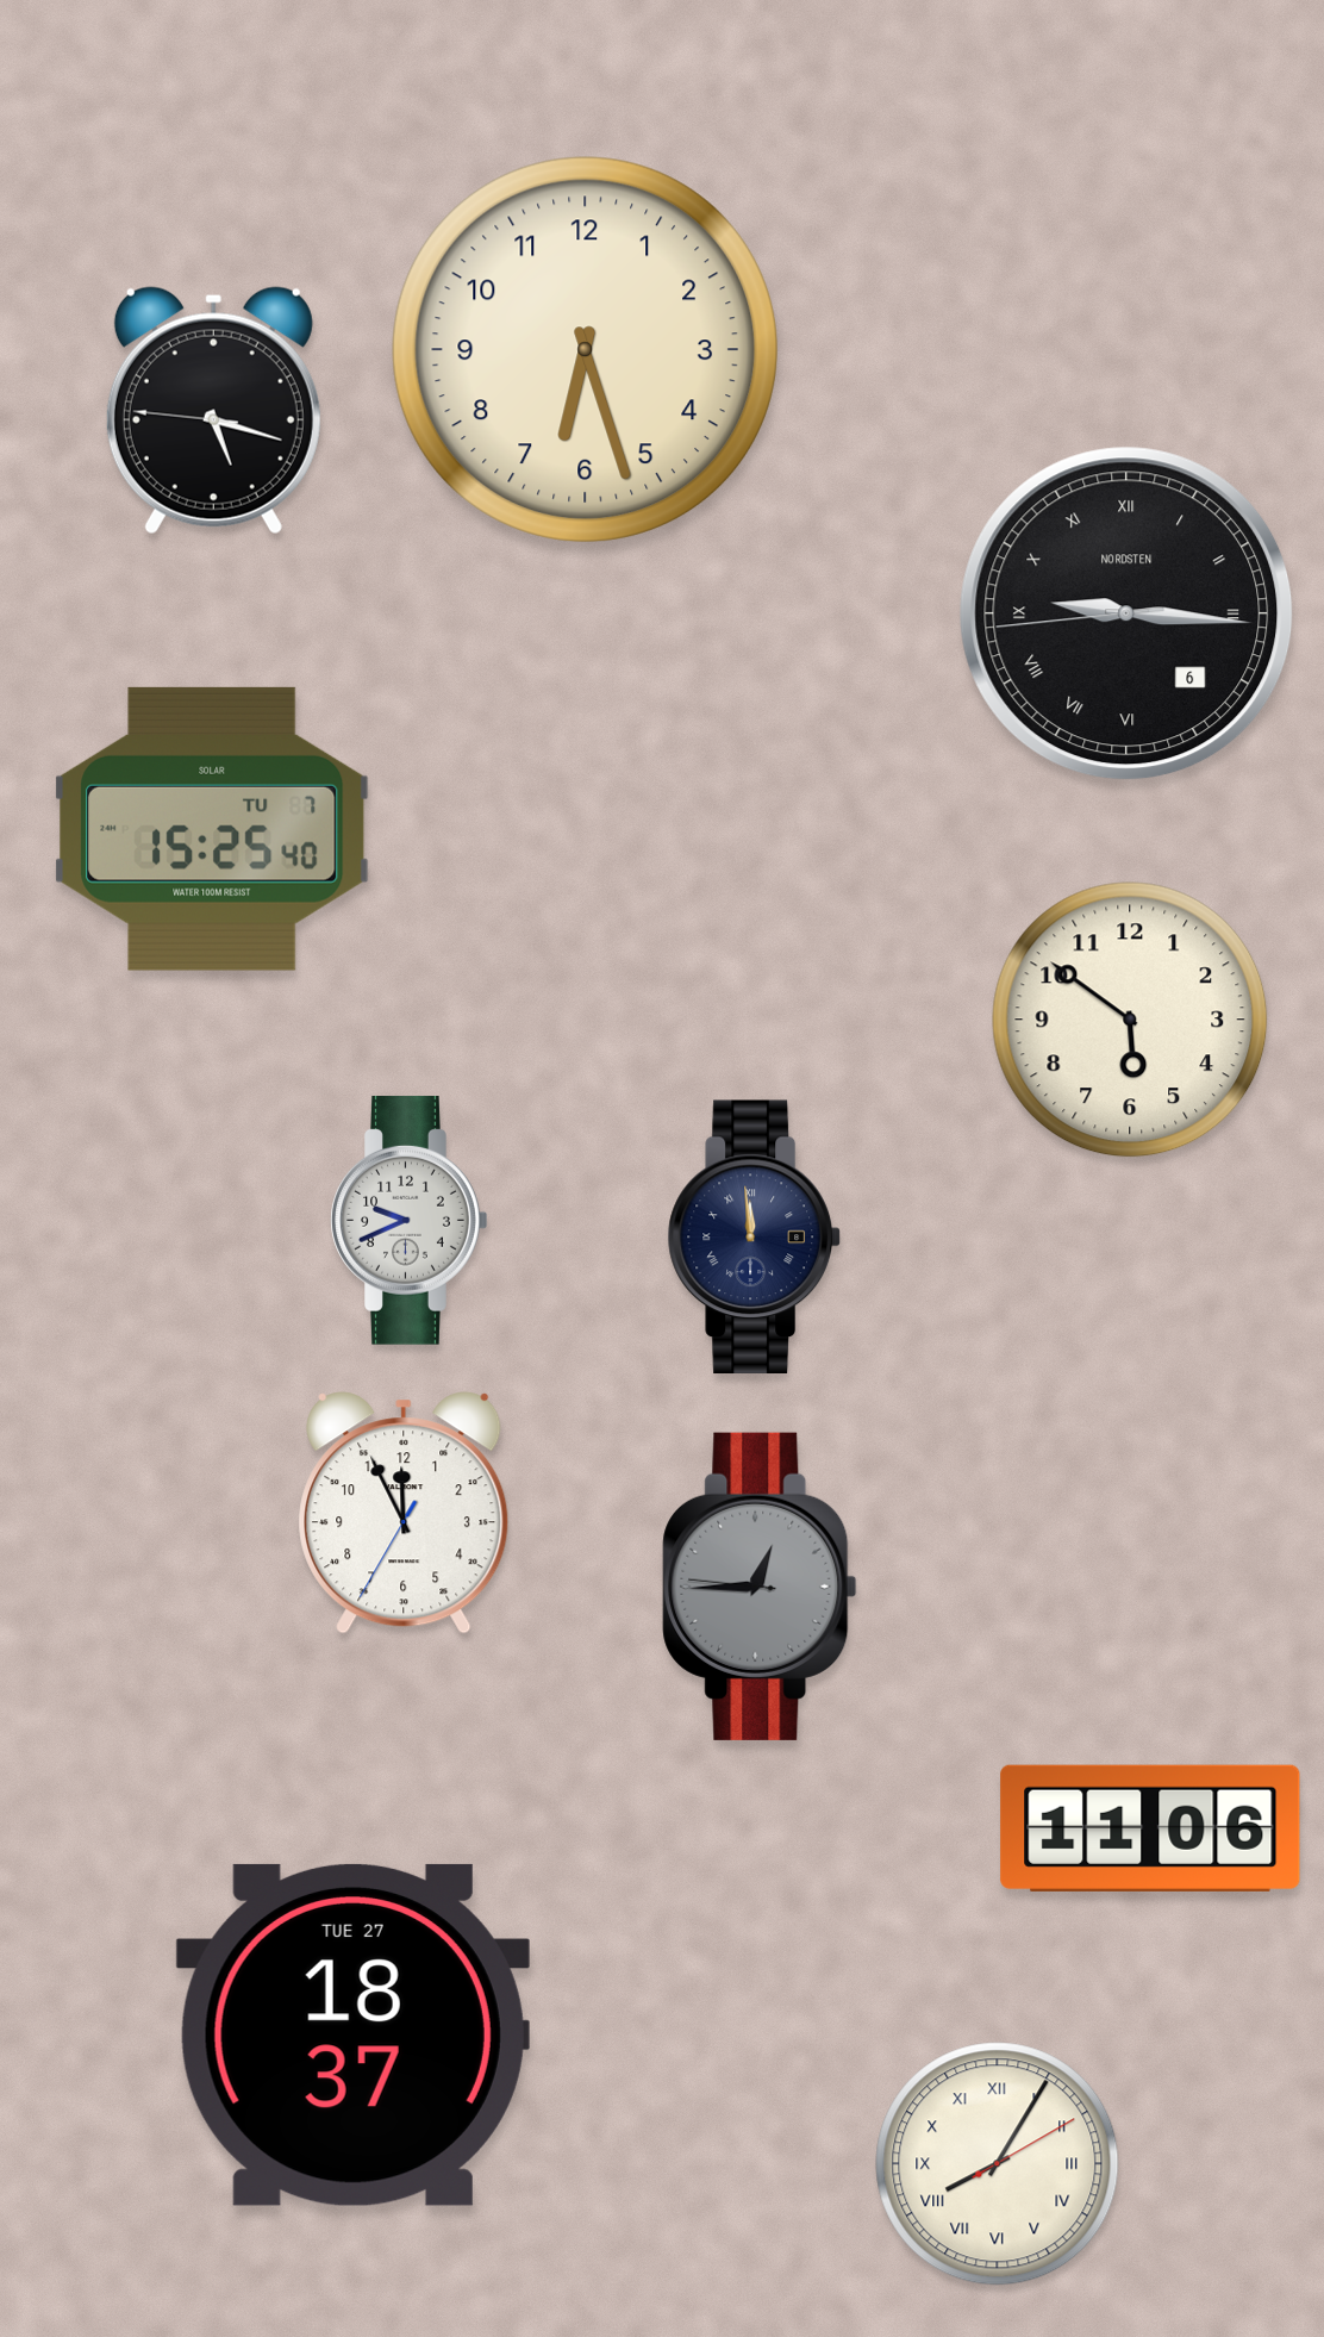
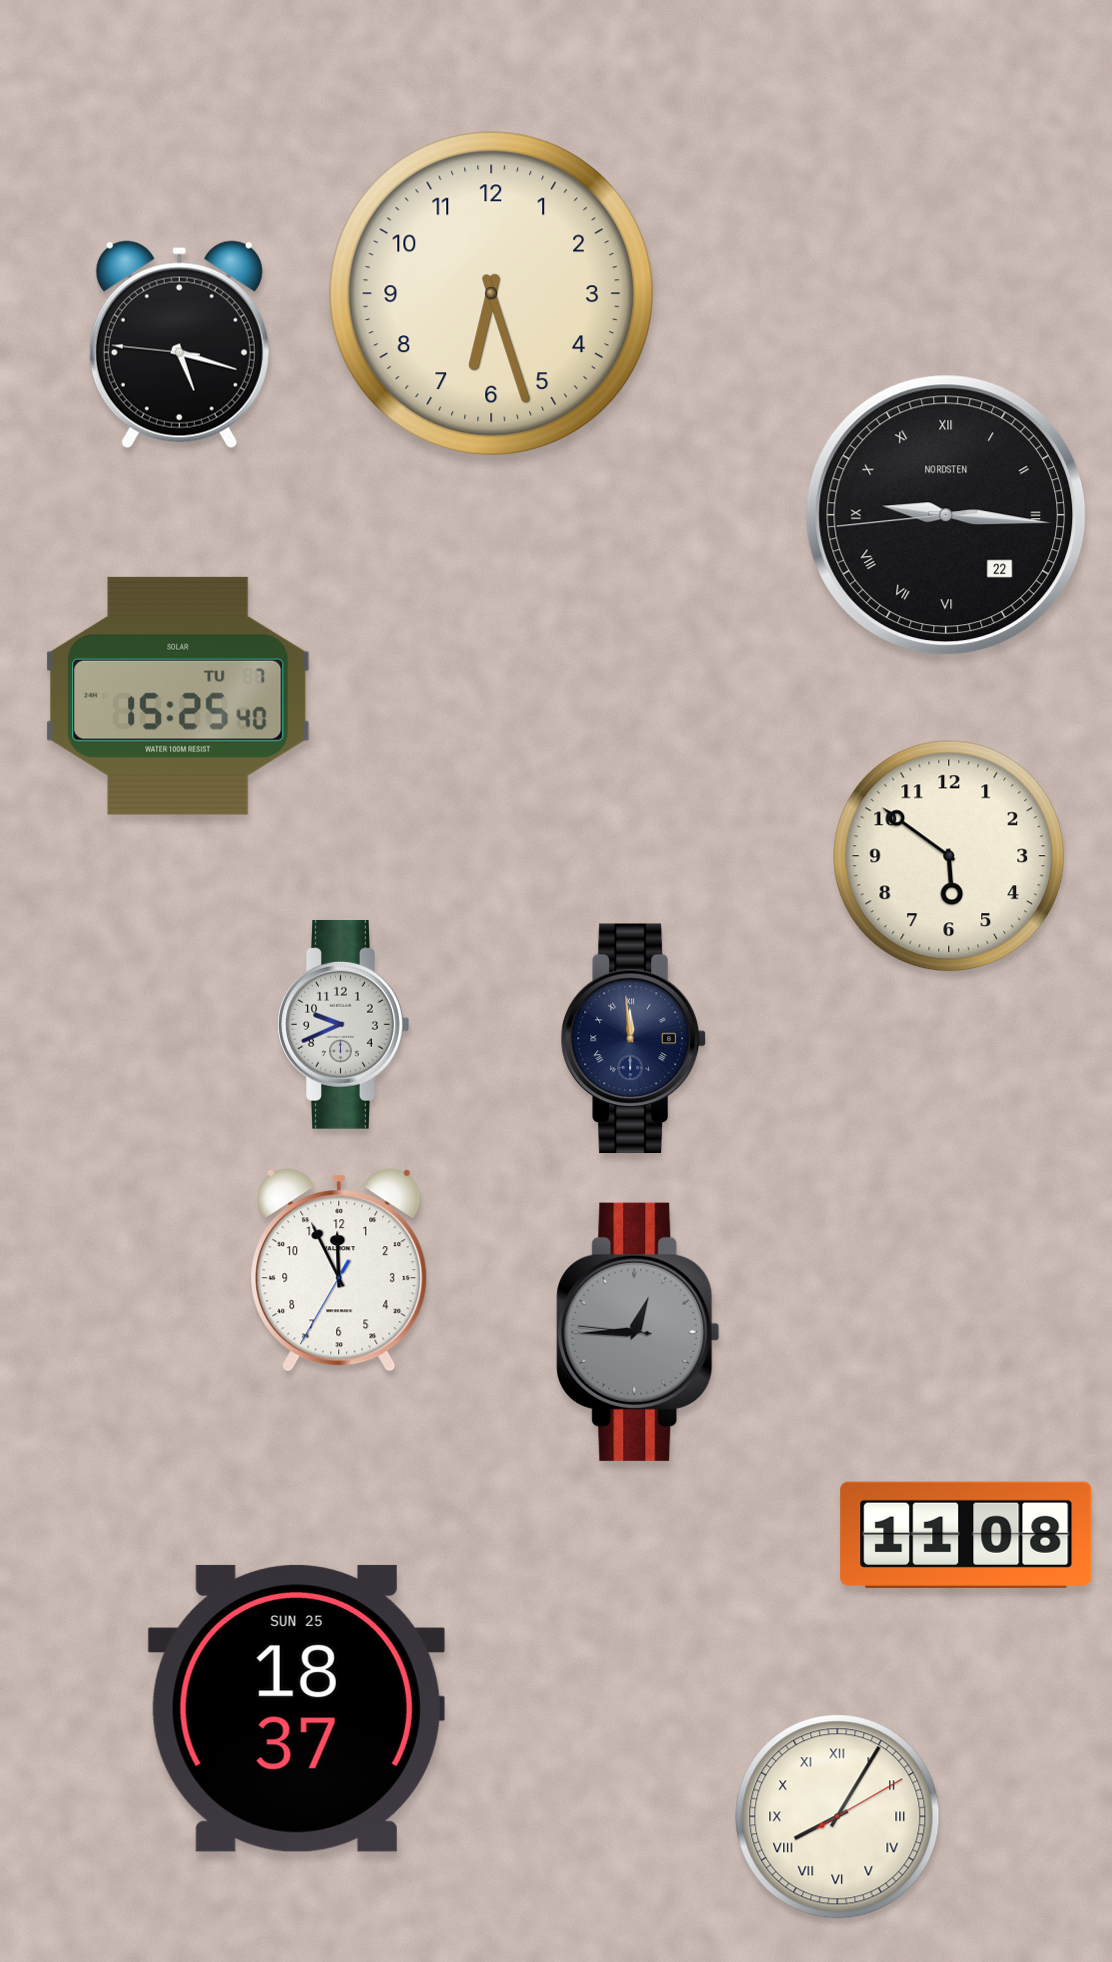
clock at (1126, 613) date: 6 -> 22
clock at (1150, 1828): 11:06 -> 11:08
clock at (352, 2034) date: TUE 27 -> SUN 25
